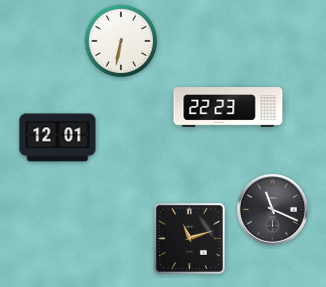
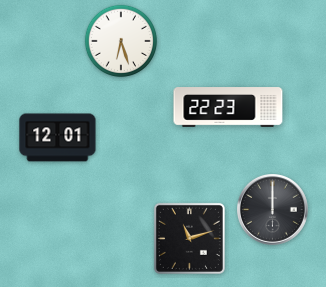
clock at (121, 41): 6:32 -> 6:27
clock at (273, 210): 11:19 -> 12:00
